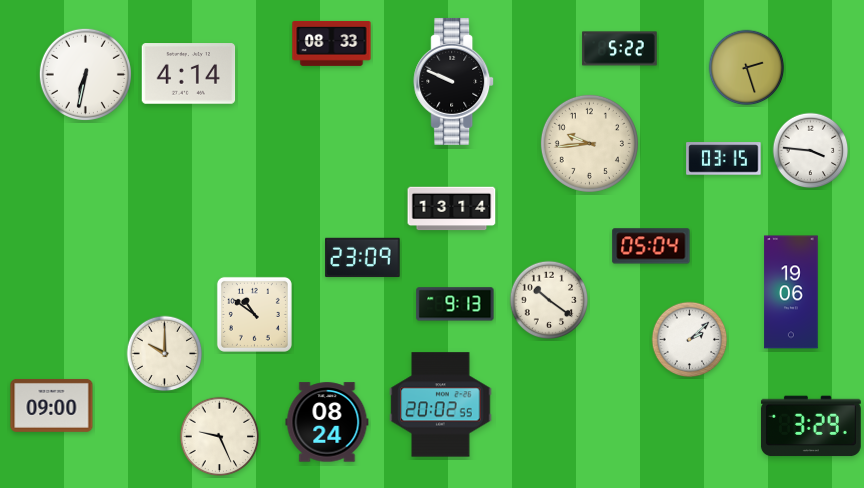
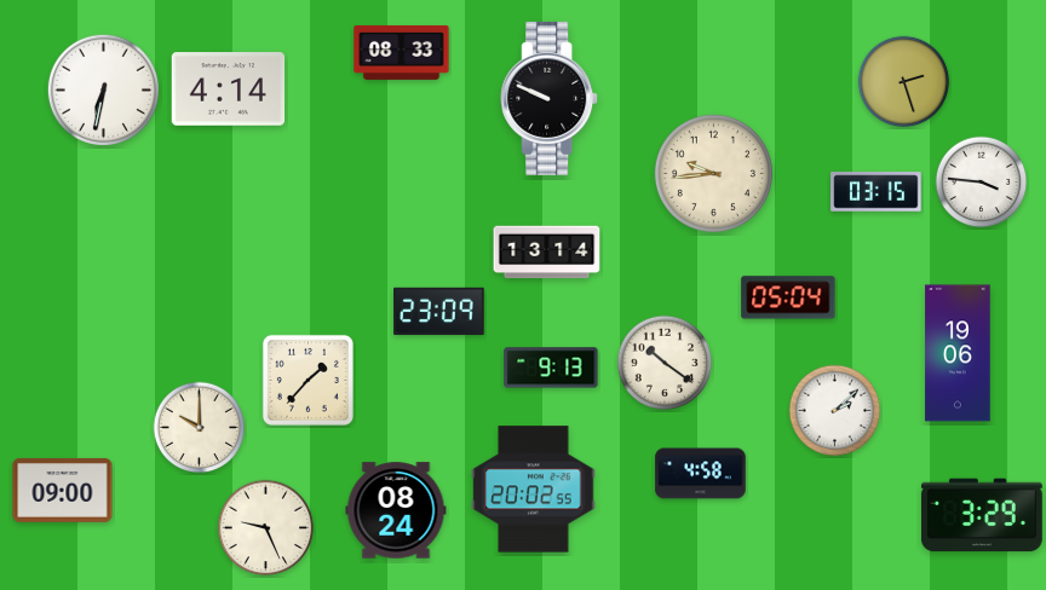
clock at (620, 49): 5:22 -> none
clock at (254, 314): 10:51 -> 1:37
clock at (701, 474): none -> 4:58
